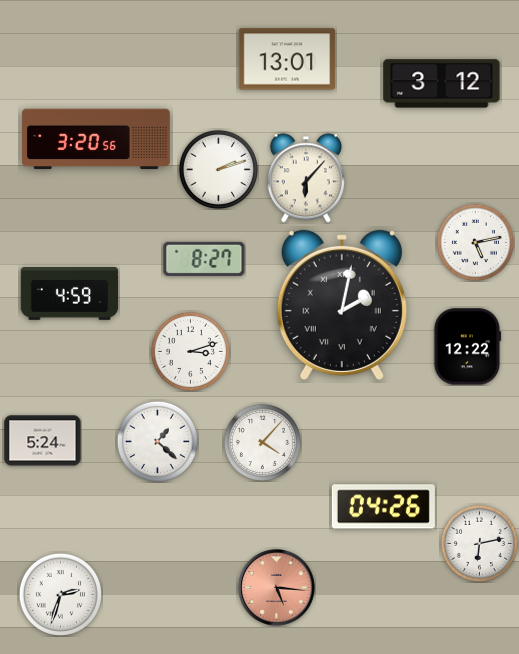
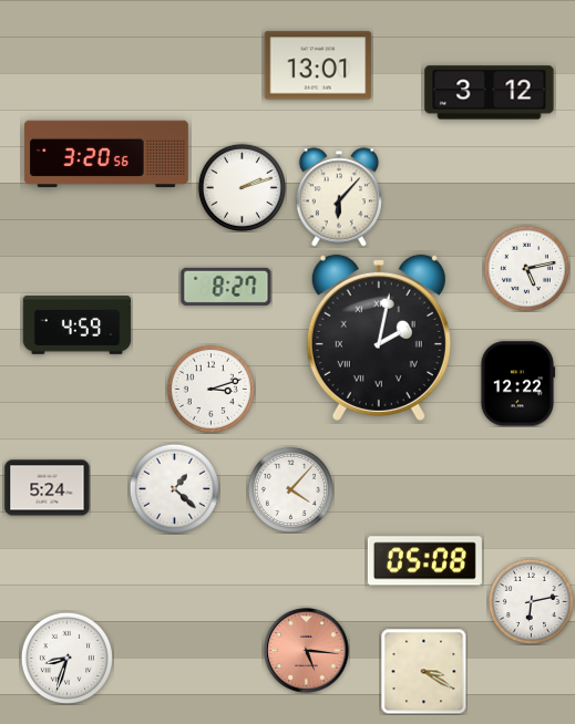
clock at (383, 507): 04:26 -> 05:08
clock at (60, 594): 2:33 -> 8:33
clock at (423, 671): none -> 3:20
